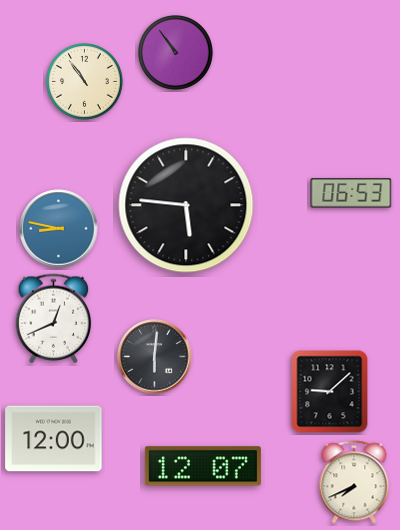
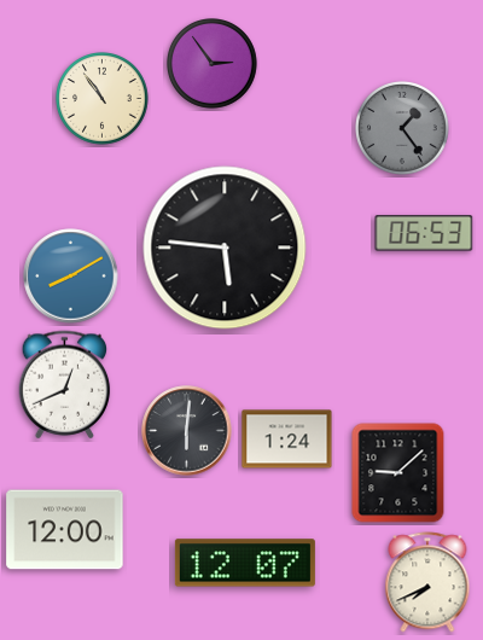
clock at (176, 53): 10:54 -> 2:54
clock at (403, 129): none -> 1:24
clock at (59, 229): 8:47 -> 8:10
clock at (287, 440): none -> 1:24
